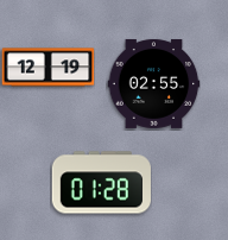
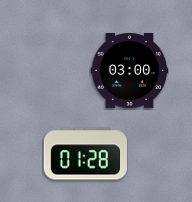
clock at (47, 68): 12:19 -> none
clock at (153, 83): 02:55 -> 03:00
